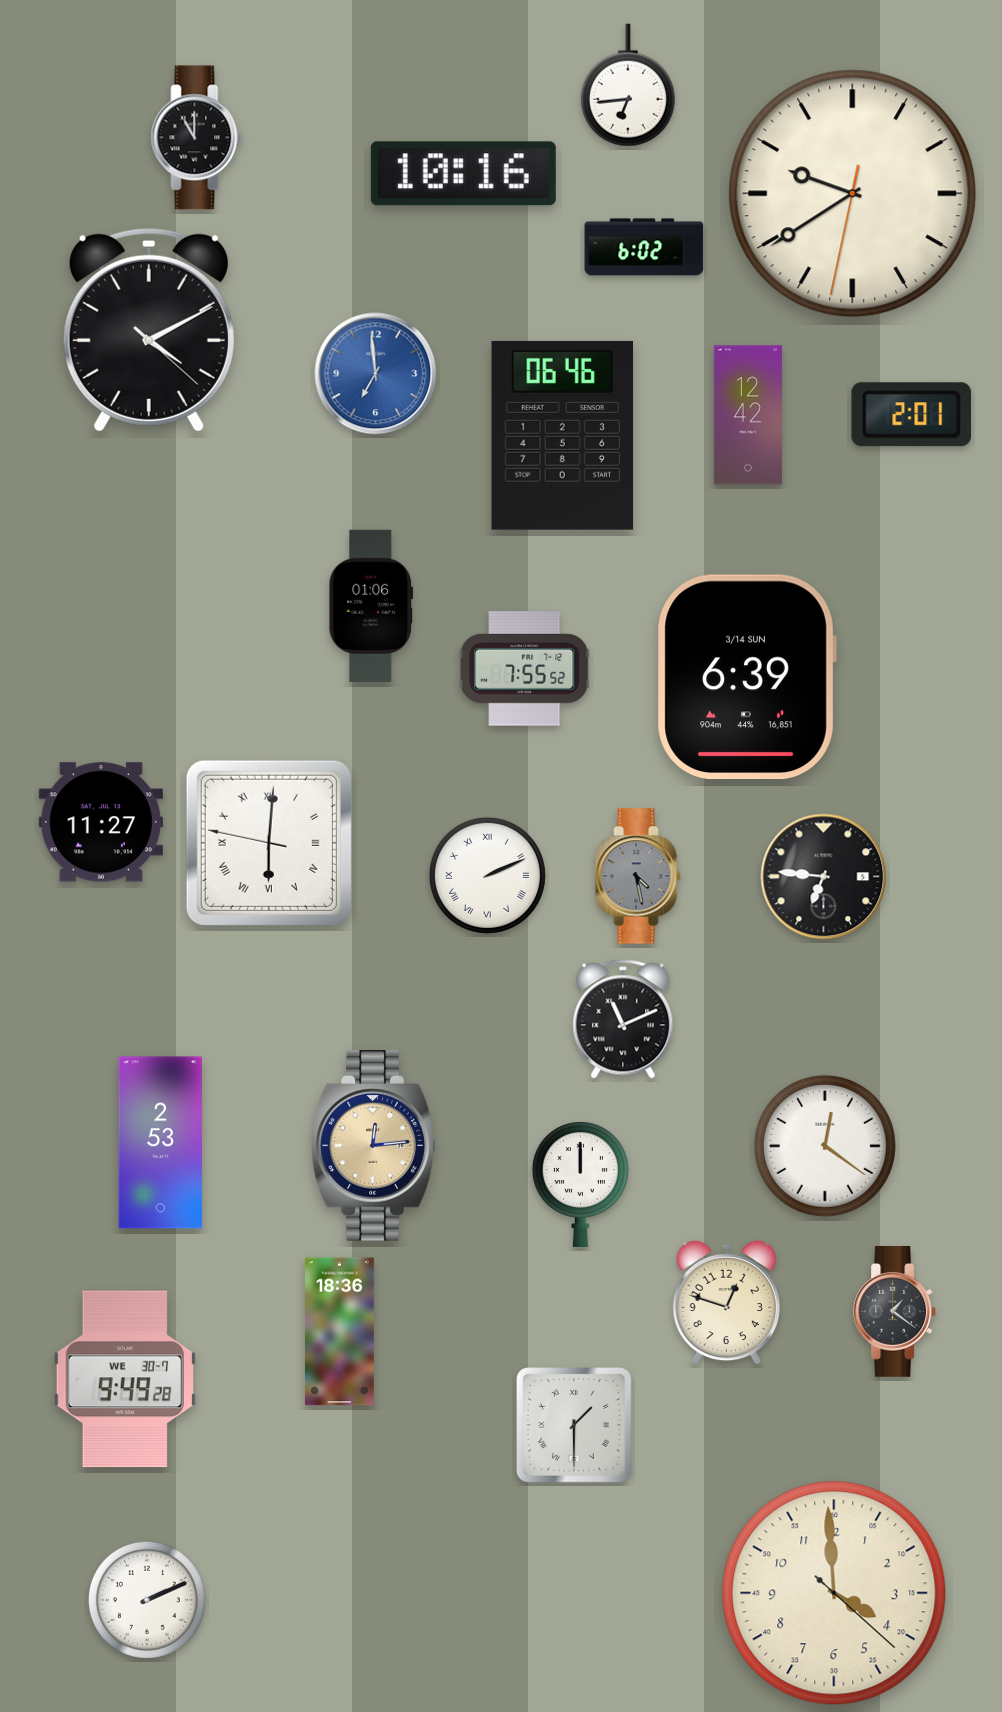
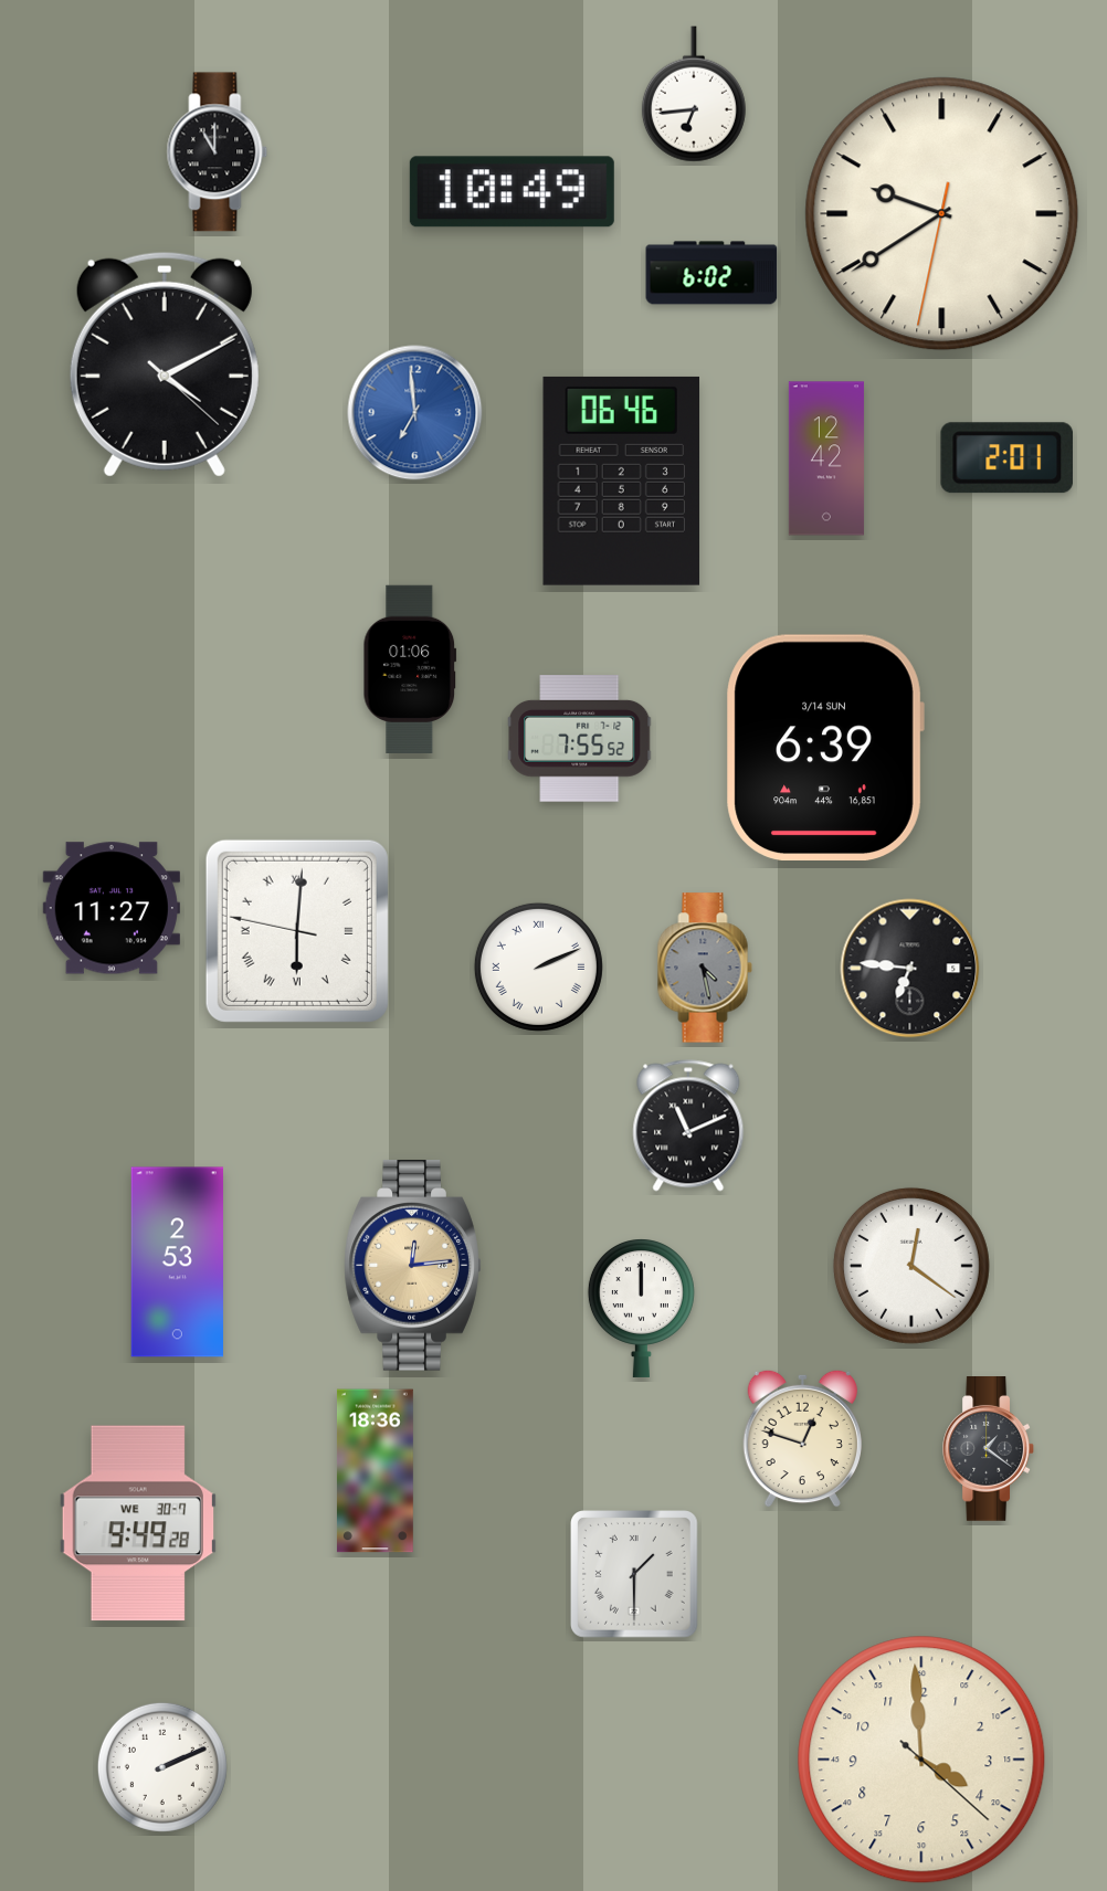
clock at (463, 174): 10:16 -> 10:49
